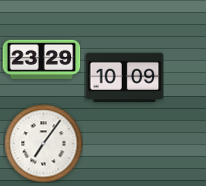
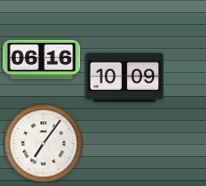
clock at (41, 59): 23:29 -> 06:16
